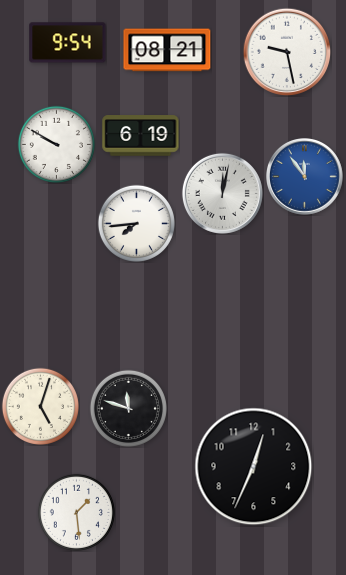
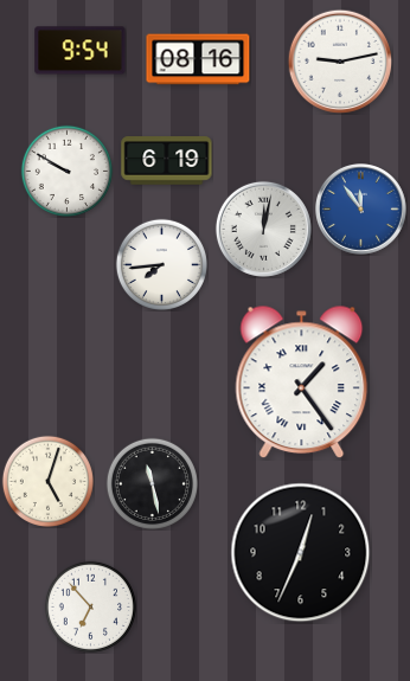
clock at (167, 50): 08:21 -> 08:16
clock at (287, 52): 9:28 -> 9:13
clock at (302, 383): none -> 1:24
clock at (128, 408): 11:48 -> 11:28
clock at (76, 512): 1:29 -> 6:53
